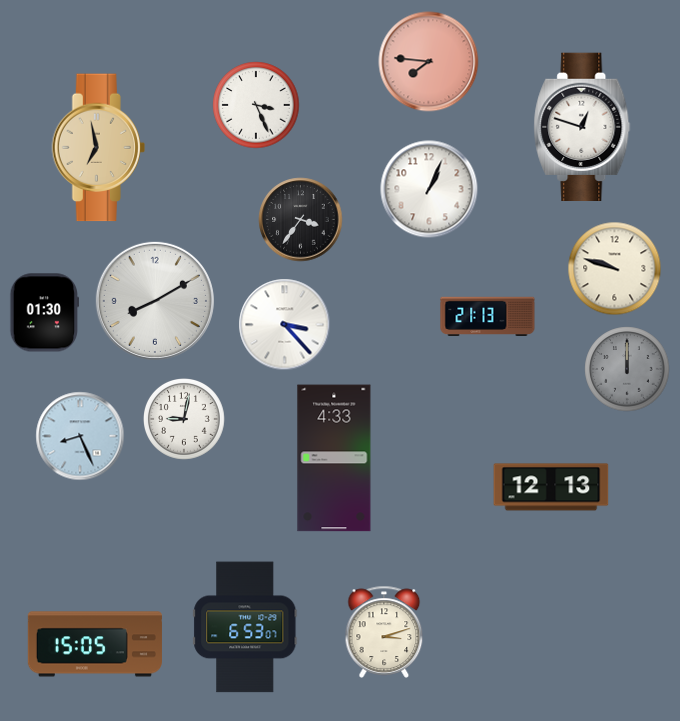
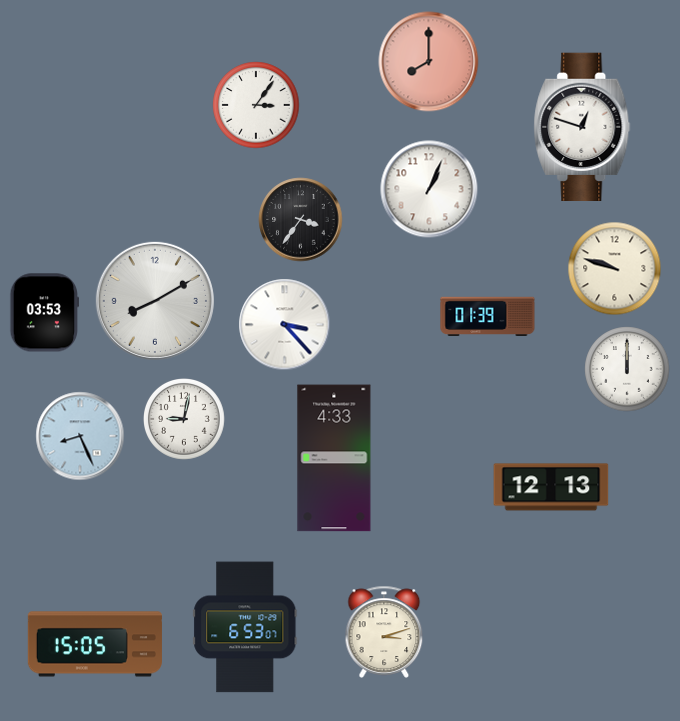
clock at (429, 62): 7:46 -> 8:00
clock at (256, 105): 3:26 -> 3:06
clock at (98, 148): 6:58 -> none
clock at (44, 313): 01:30 -> 03:53
clock at (488, 316): 21:13 -> 01:39
clock at (627, 369) dial: grey -> white
